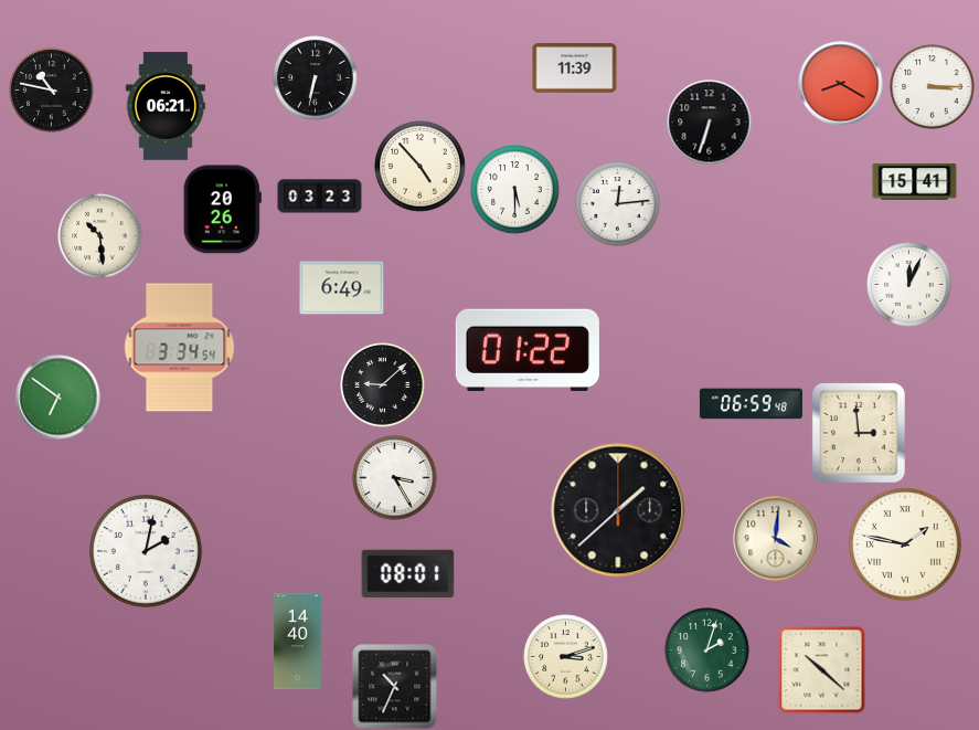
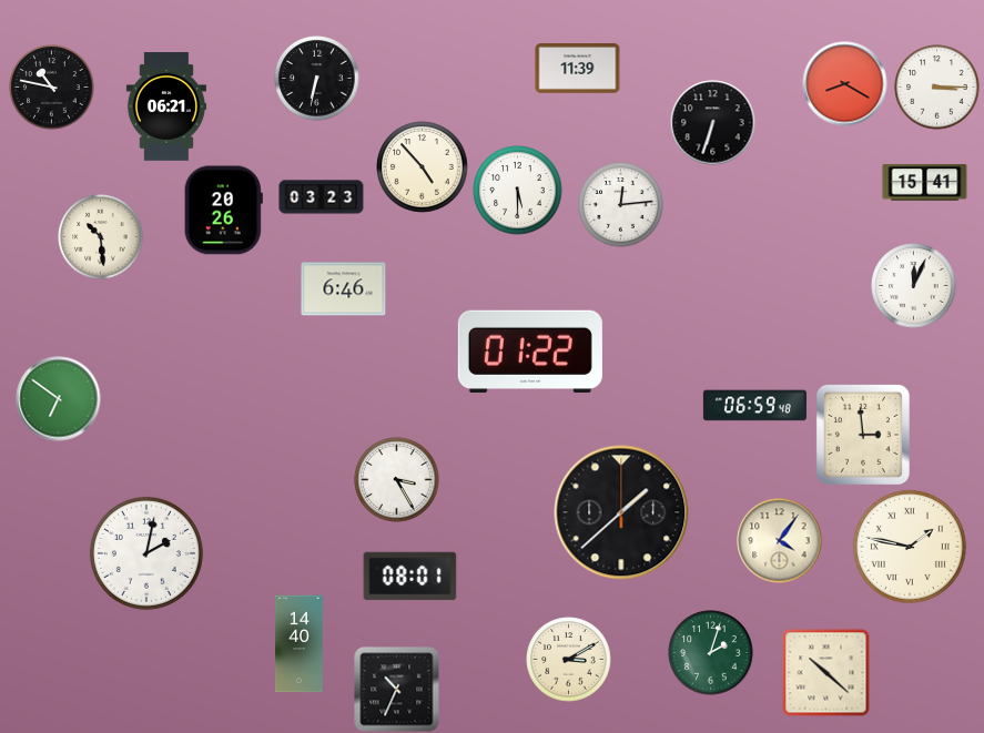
clock at (52, 91) position: (52, 91) -> (52, 88)
clock at (915, 182) position: (915, 182) -> (925, 183)
clock at (342, 288): 6:49 -> 6:46
clock at (180, 348): 3:34 -> none
clock at (383, 385): 9:08 -> none
clock at (776, 539): 4:01 -> 4:06
clock at (566, 657): 3:12 -> 3:10
